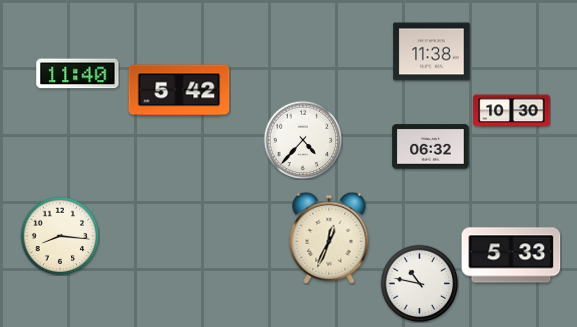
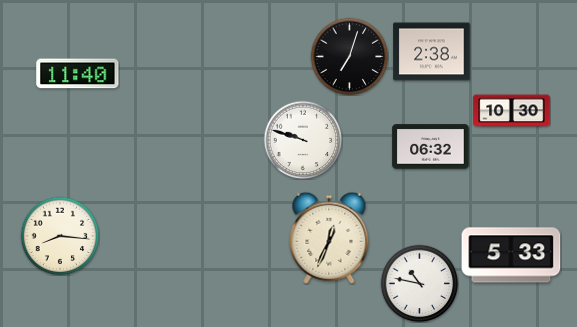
clock at (432, 52): 11:38 -> 2:38
clock at (349, 56): none -> 7:03
clock at (179, 90): 5:42 -> none
clock at (303, 140): 4:37 -> 9:48
